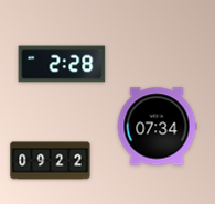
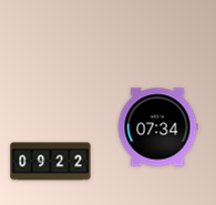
clock at (62, 64): 2:28 -> none
